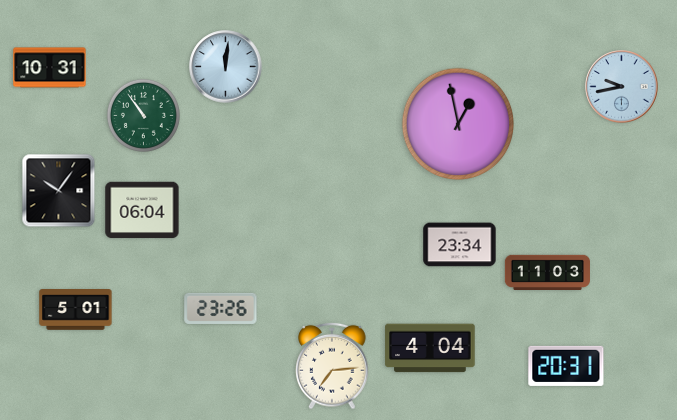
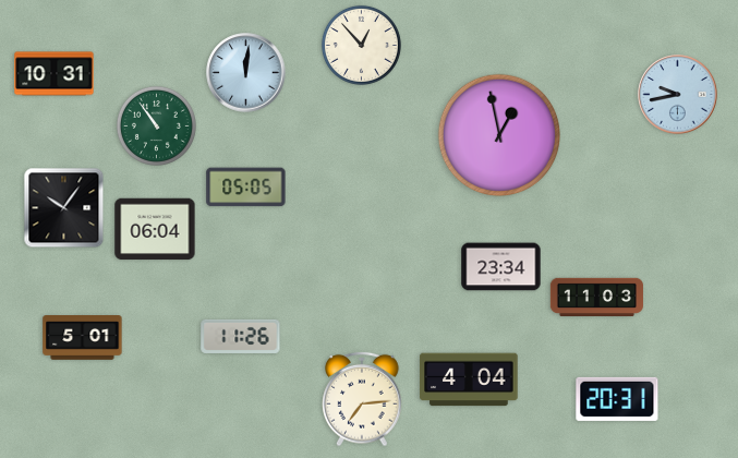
clock at (361, 45): none -> 12:53
clock at (246, 188): none -> 05:05
clock at (221, 308): 23:26 -> 11:26
